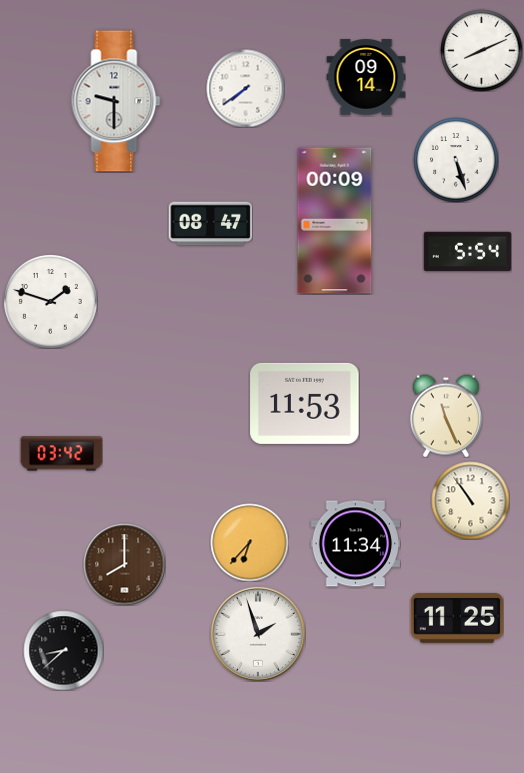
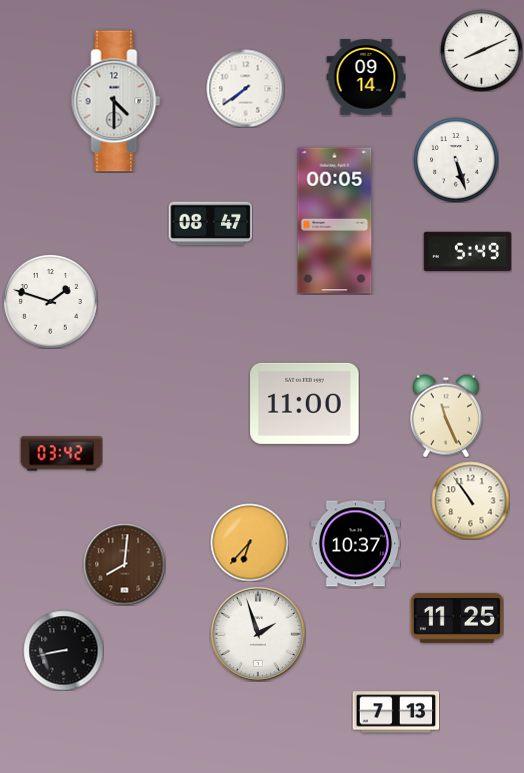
clock at (116, 101): 9:30 -> 4:30
clock at (335, 221): 00:09 -> 00:05
clock at (467, 252): 5:54 -> 5:49
clock at (305, 403): 11:53 -> 11:00
clock at (355, 544): 11:34 -> 10:37
clock at (124, 564): 8:00 -> 8:01
clock at (63, 650): 8:38 -> 8:43
clock at (396, 712): none -> 7:13
